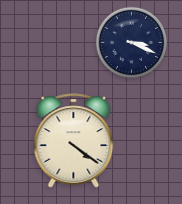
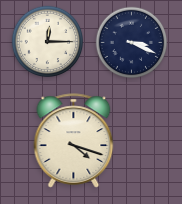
clock at (48, 42): none -> 12:15
clock at (74, 141): 4:21 -> 4:18
